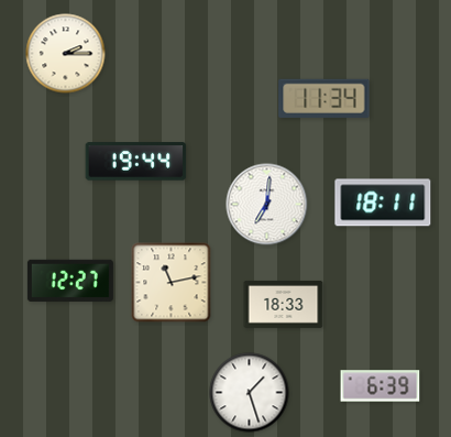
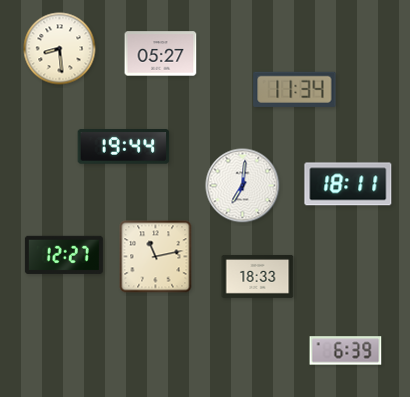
clock at (66, 54): 2:15 -> 8:29
clock at (161, 54): none -> 05:27
clock at (250, 393): 1:27 -> none
